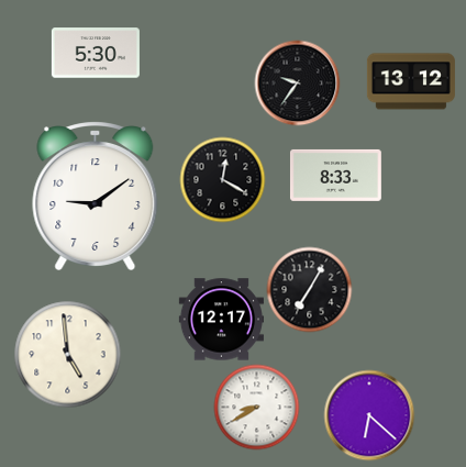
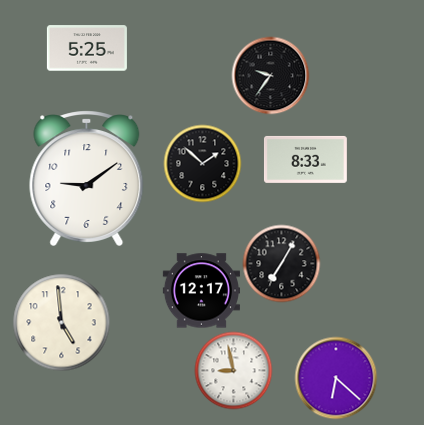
clock at (96, 53): 5:30 -> 5:25
clock at (411, 81): 13:12 -> none
clock at (222, 179): 12:20 -> 1:52
clock at (256, 407): 8:40 -> 8:58
